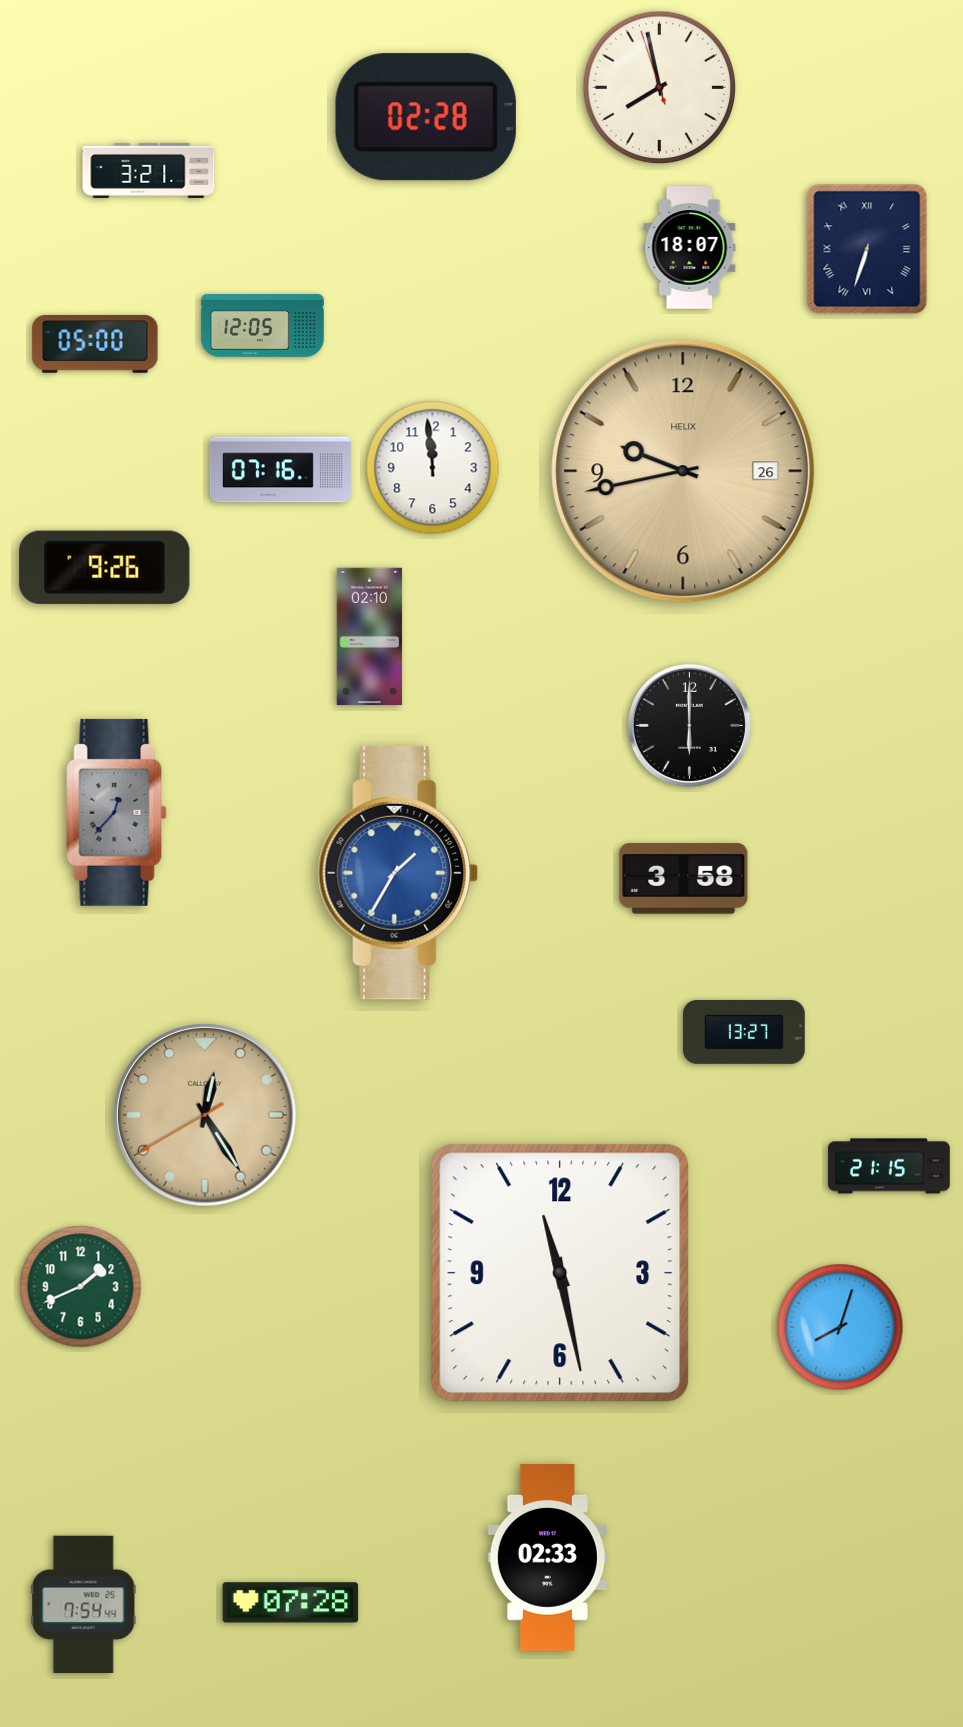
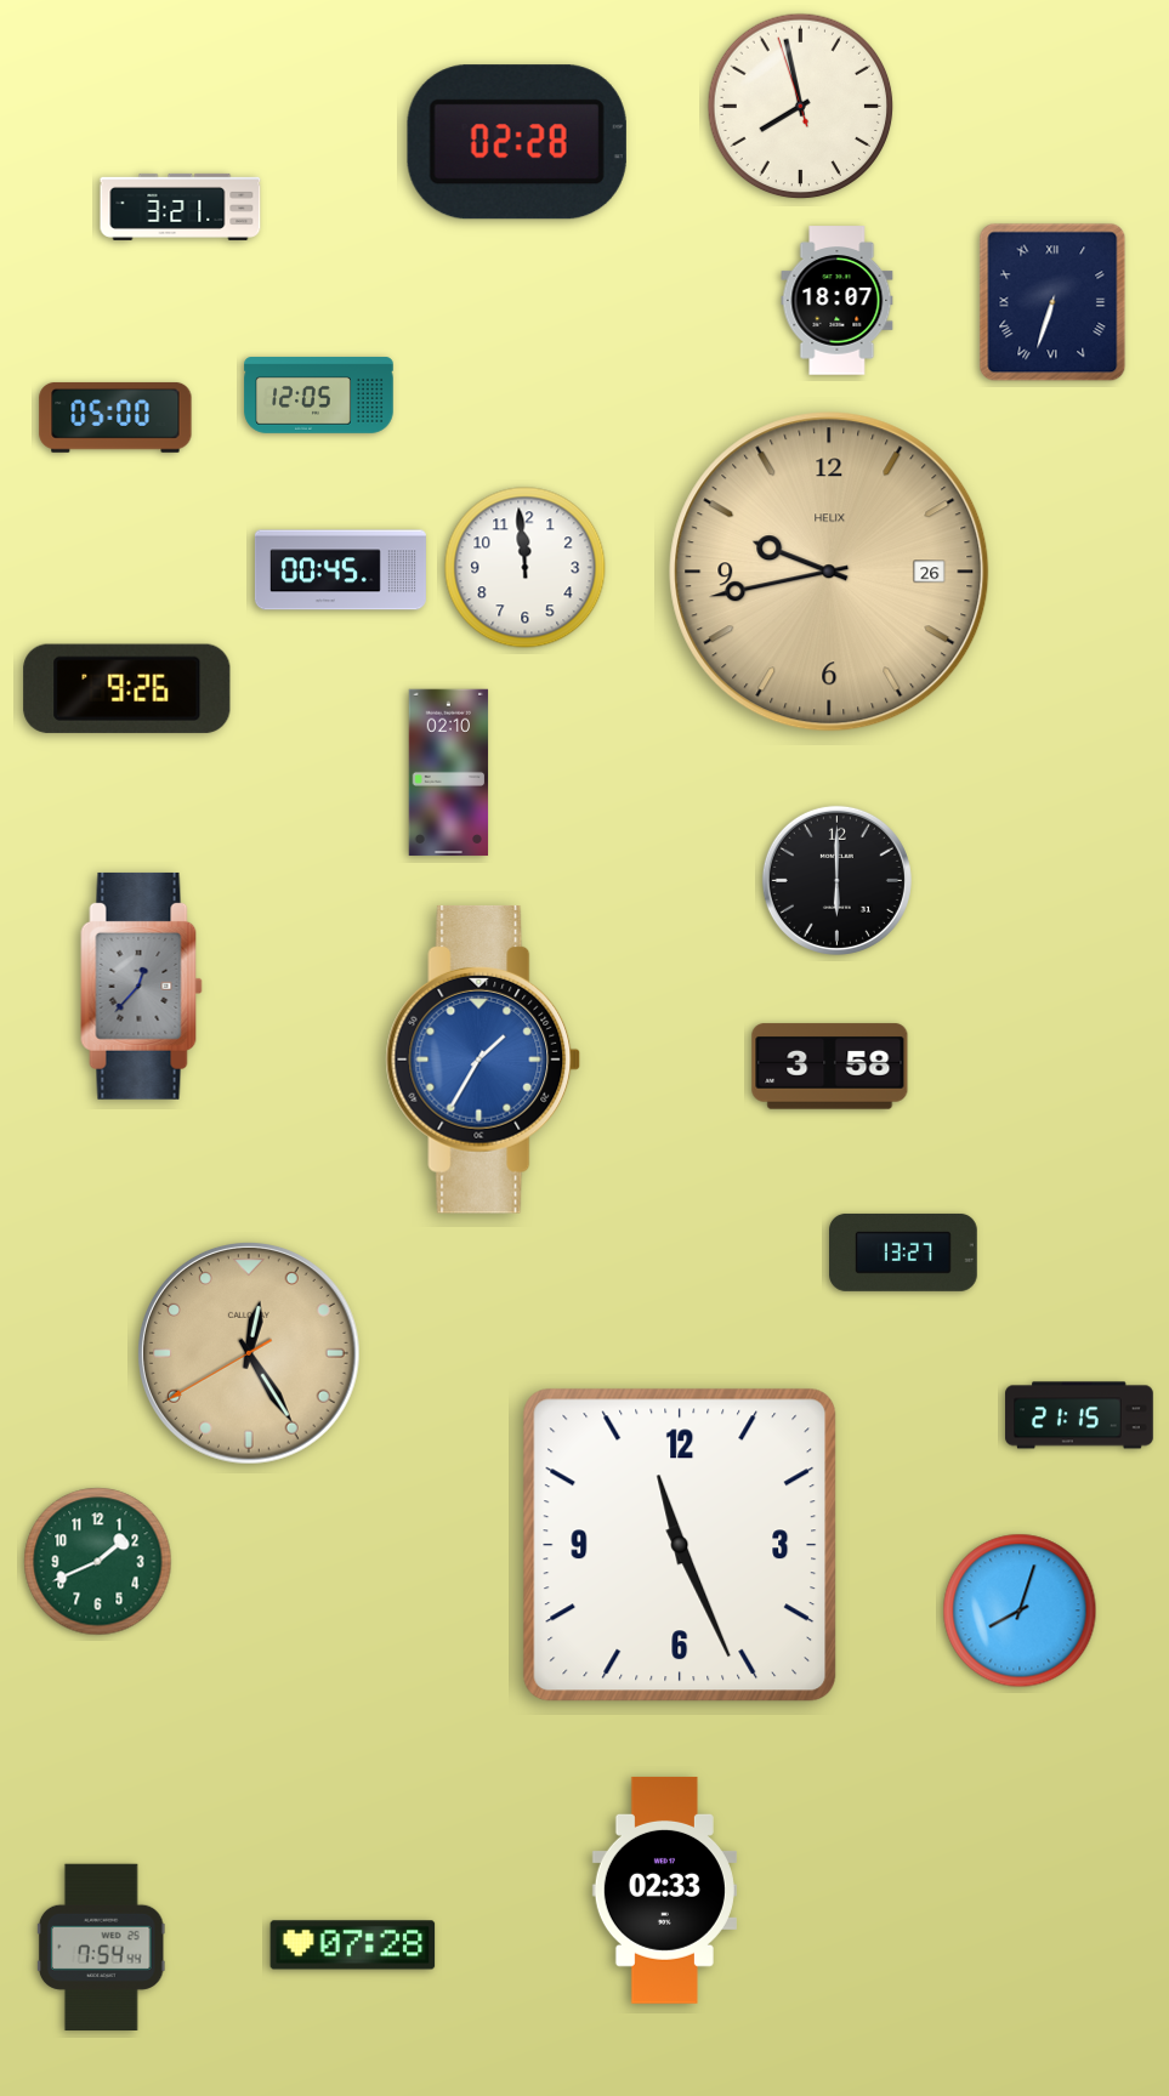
clock at (280, 470): 07:16 -> 00:45
clock at (560, 1273): 11:28 -> 11:26
